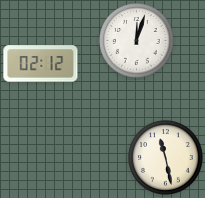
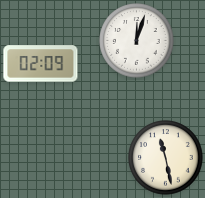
clock at (41, 64): 02:12 -> 02:09
